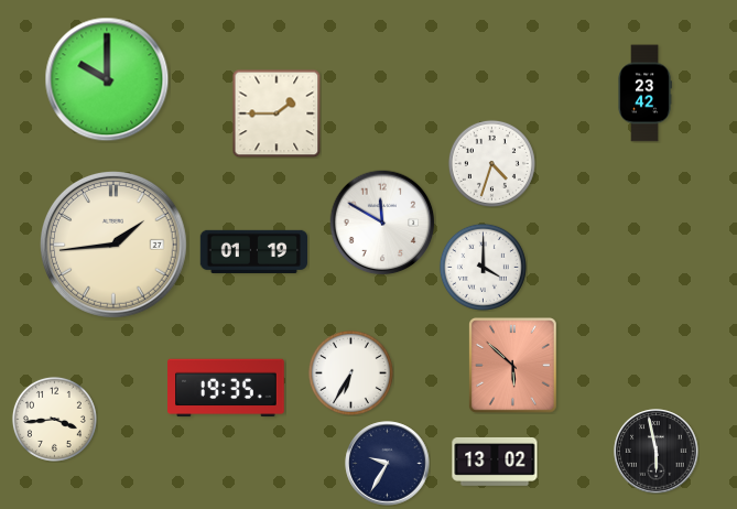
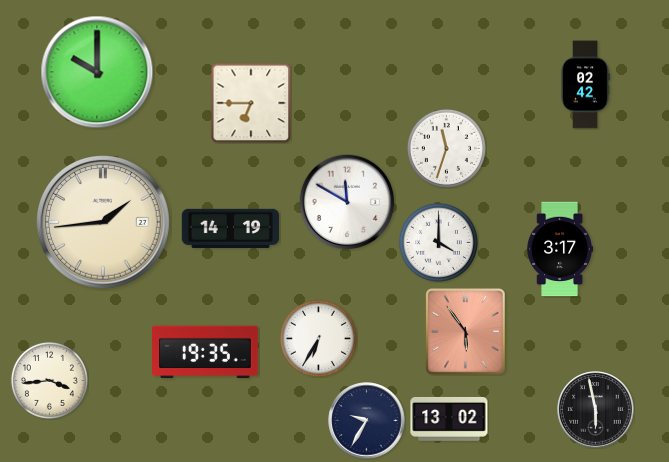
clock at (644, 94): 23:42 -> 02:42
clock at (277, 113): 1:45 -> 6:45
clock at (491, 163): 4:33 -> 11:33
clock at (253, 251): 01:19 -> 14:19
clock at (560, 249): none -> 3:17
clock at (513, 366): 5:52 -> 5:54
clock at (388, 464) position: (388, 464) -> (367, 421)
